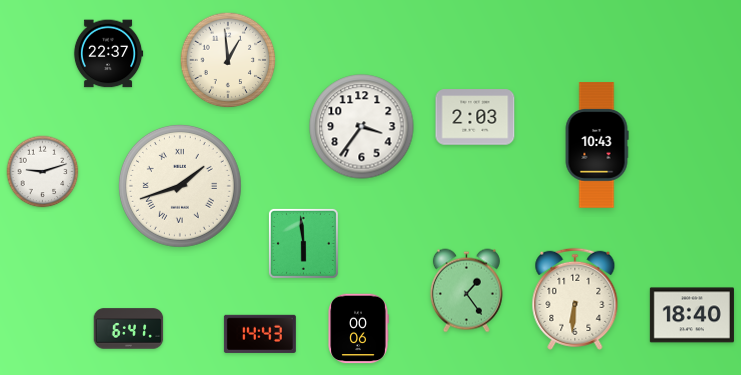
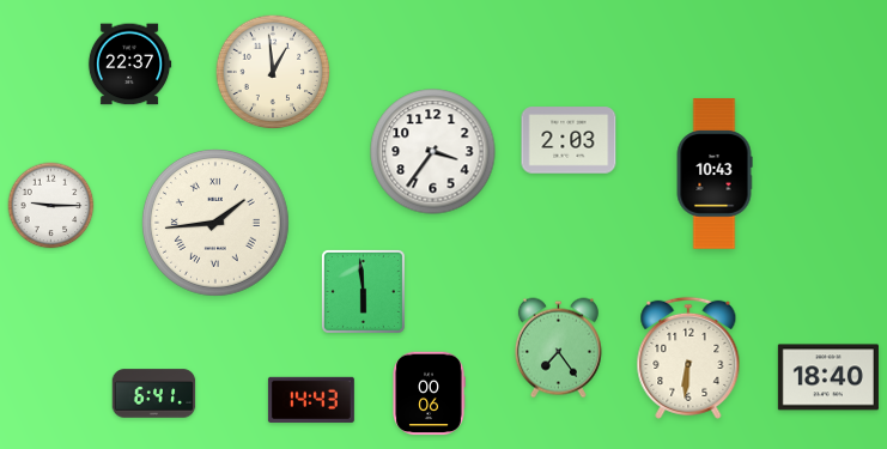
clock at (43, 172): 9:12 -> 9:15
clock at (180, 186): 1:42 -> 1:44
clock at (466, 291): 1:24 -> 7:24
